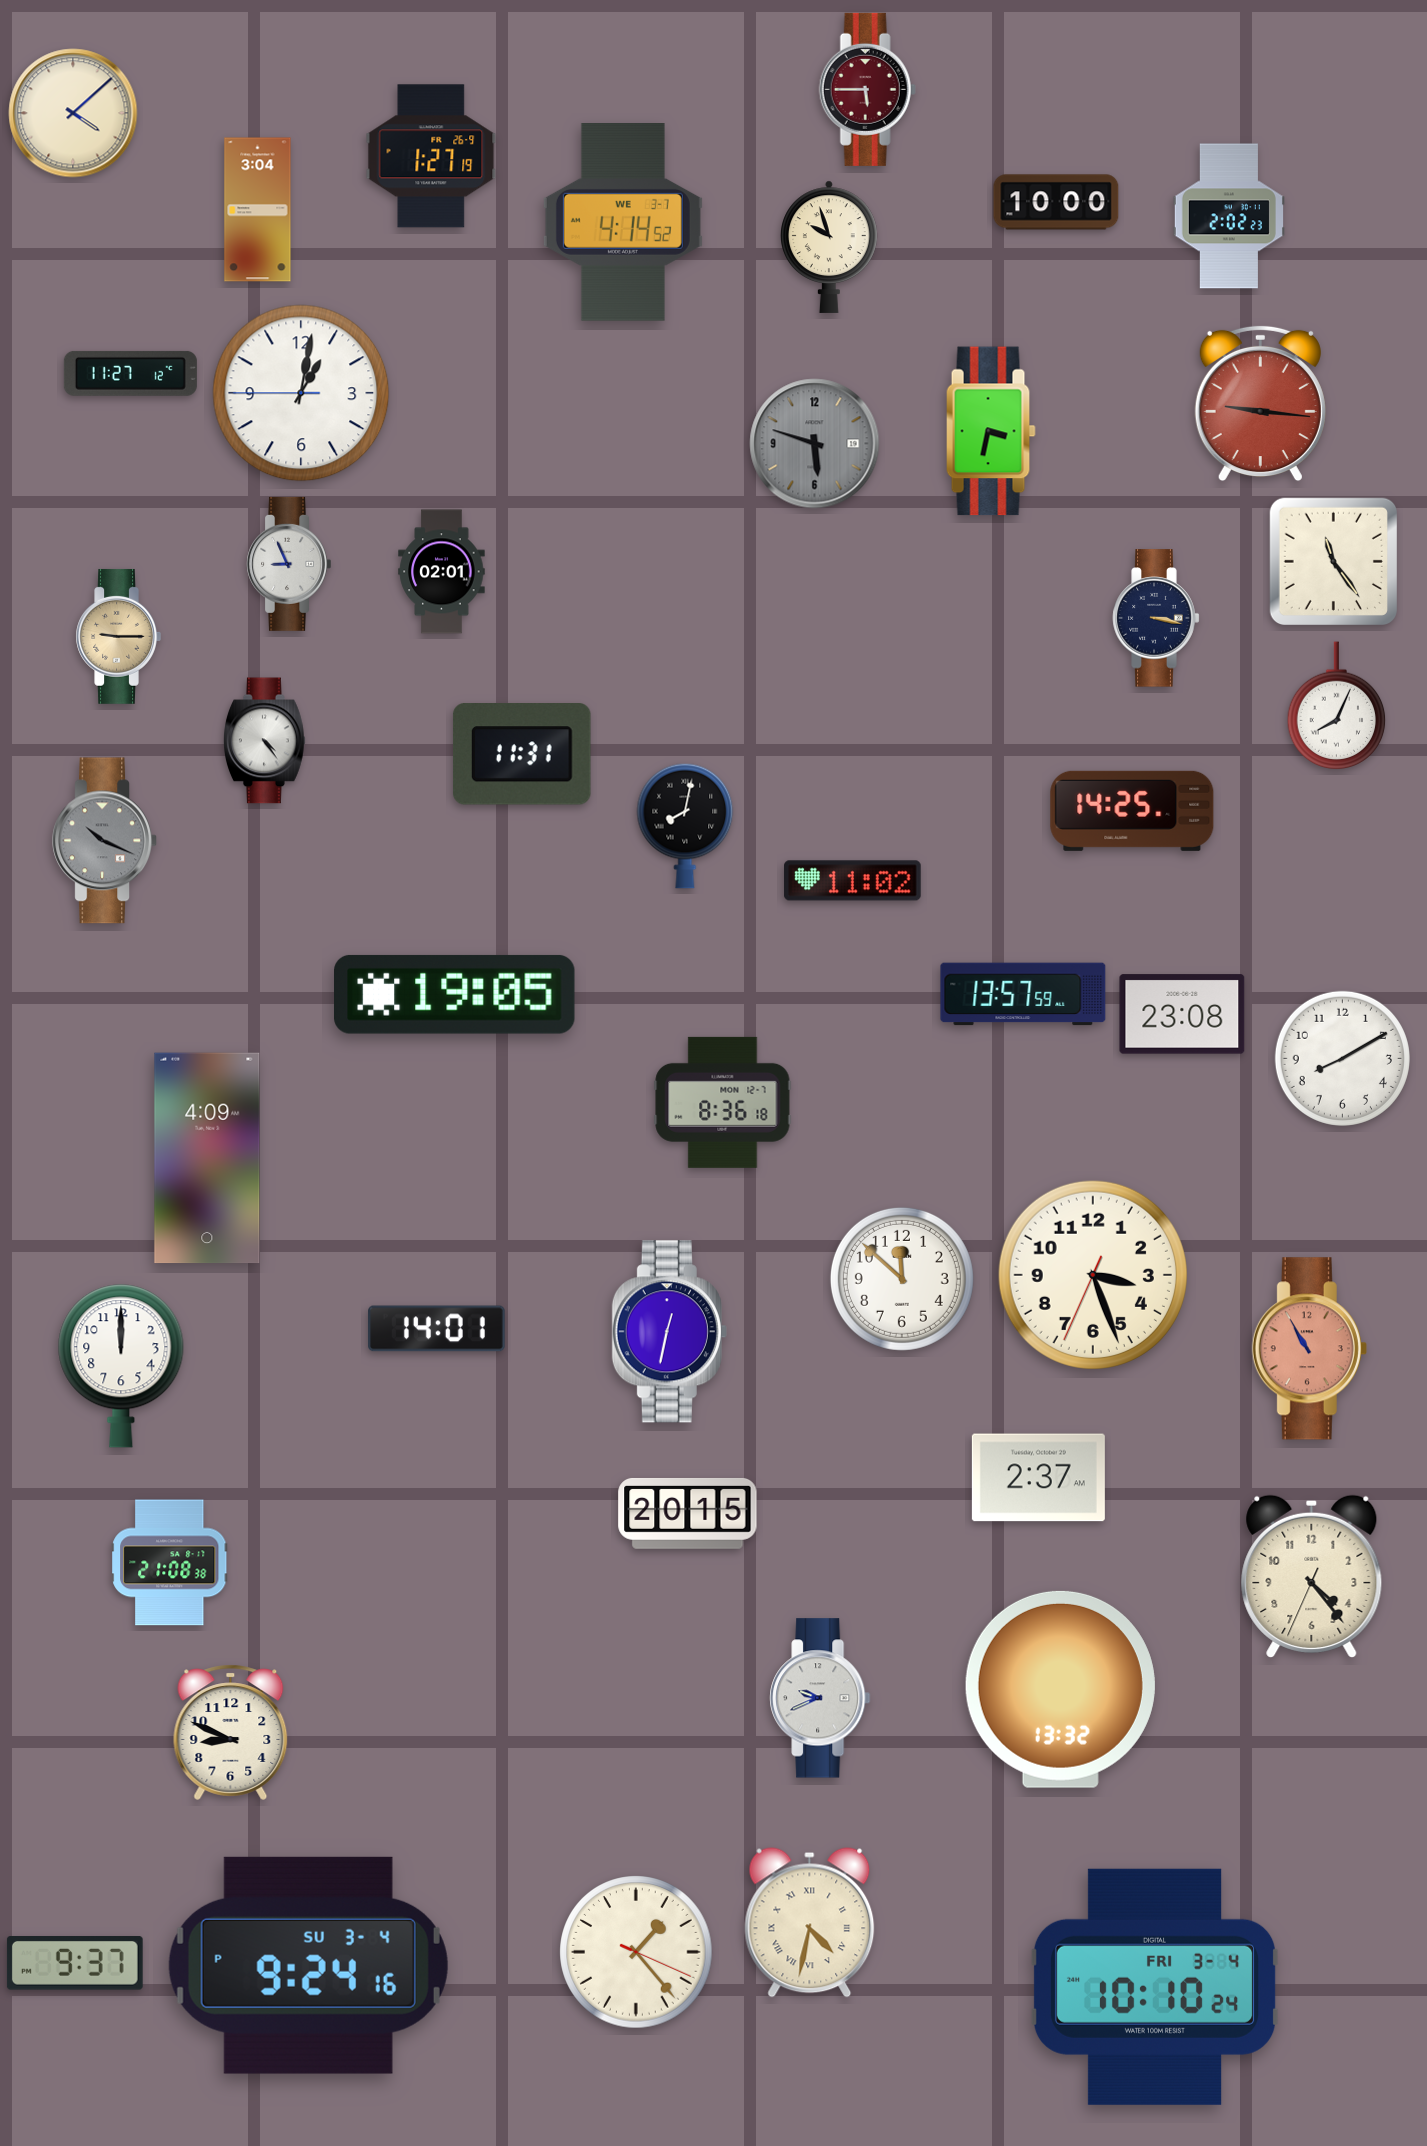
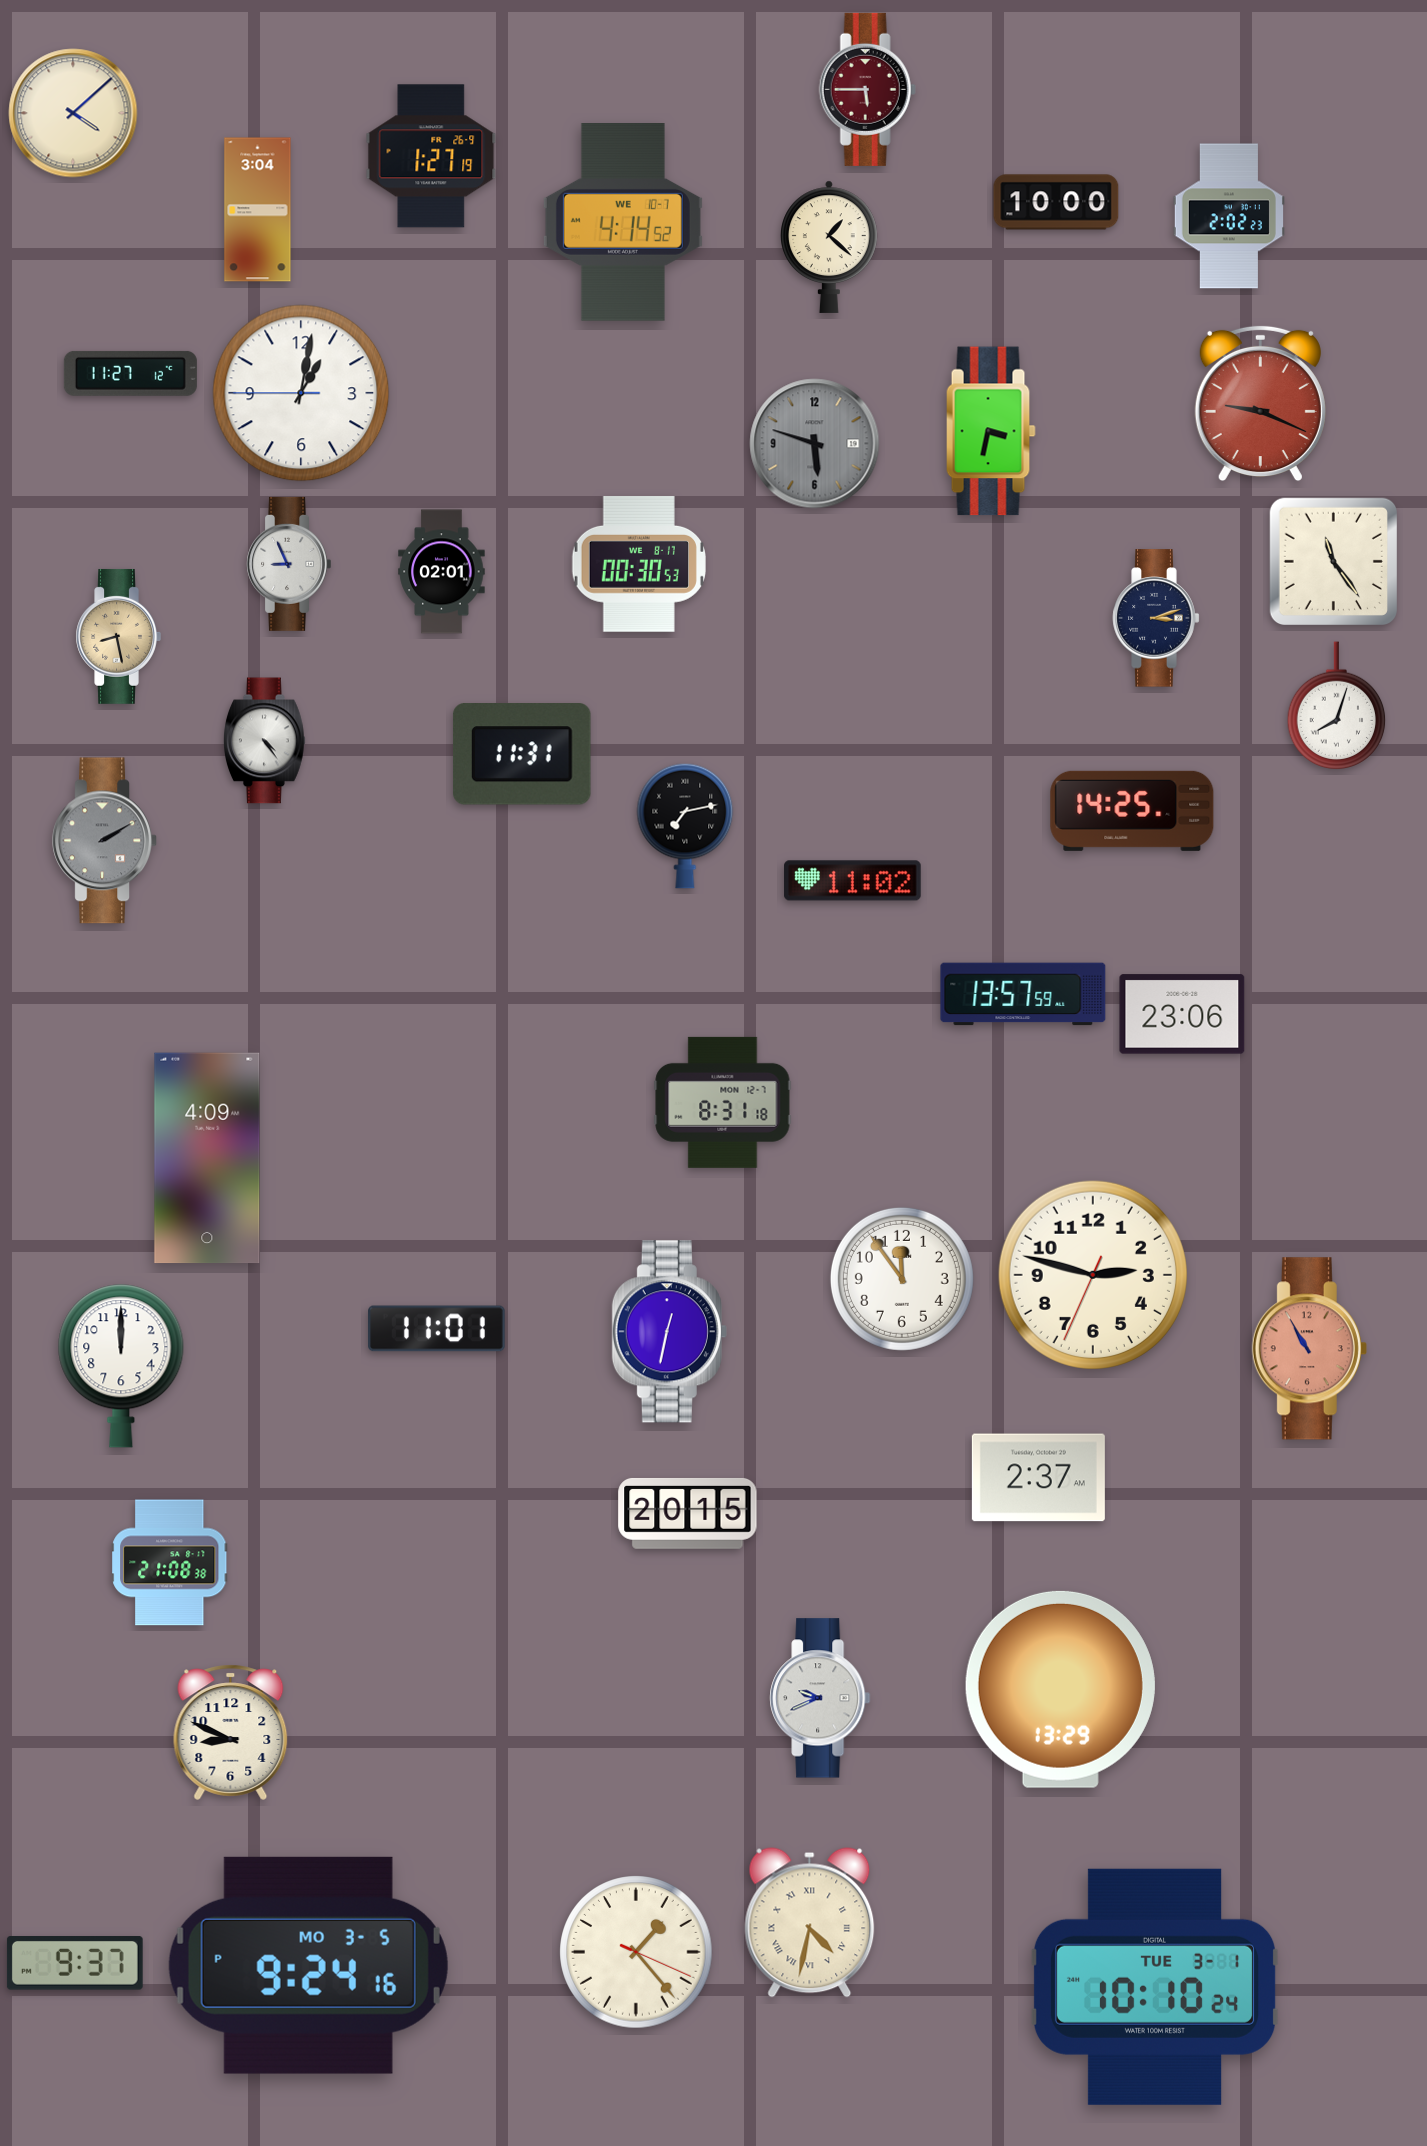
clock at (623, 223) date: WE 3-7 -> WE 10-7
clock at (830, 247): 9:57 -> 1:22
clock at (1260, 404): 9:16 -> 9:19
clock at (639, 564): none -> 00:30
clock at (1156, 618): 3:17 -> 3:12
clock at (118, 636): 9:15 -> 8:28
clock at (1337, 706): 8:04 -> 8:03
clock at (685, 826): 8:02 -> 7:13
clock at (104, 841): 10:19 -> 2:10
clock at (455, 994): 19:05 -> none
clock at (1182, 1014): 23:08 -> 23:06
clock at (1342, 1058): 8:10 -> none
clock at (723, 1102): 8:36 -> 8:31
clock at (1093, 1275): 3:26 -> 2:47
clock at (902, 1279): 11:52 -> 11:54
clock at (437, 1329): 14:01 -> 11:01
clock at (1312, 1576): 4:23 -> none
clock at (1060, 1689): 13:32 -> 13:29
clock at (308, 1965) date: SU 3-4 -> MO 3-5
clock at (1155, 1987) date: FRI 3-4 -> TUE 3-1
